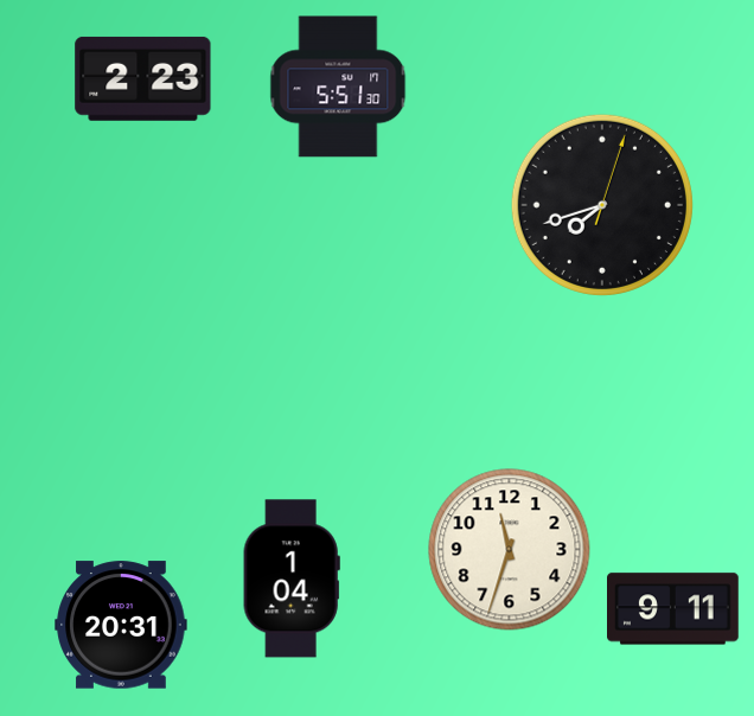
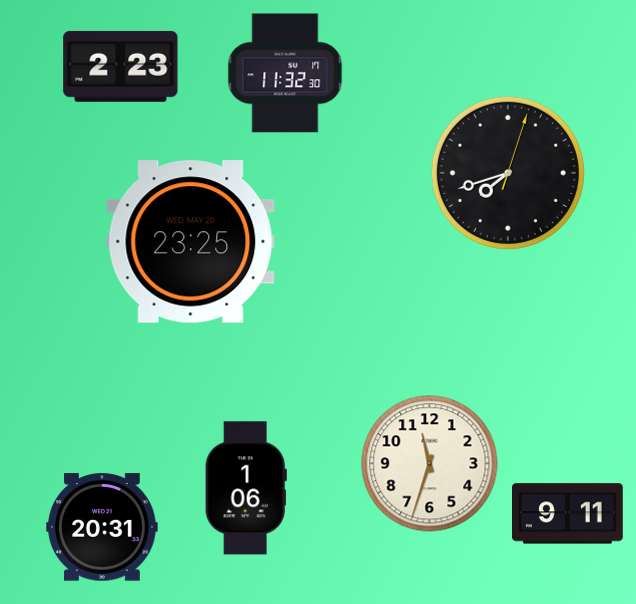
clock at (338, 87): 5:51 -> 11:32
clock at (191, 242): none -> 23:25
clock at (292, 578): 1:04 -> 1:06
